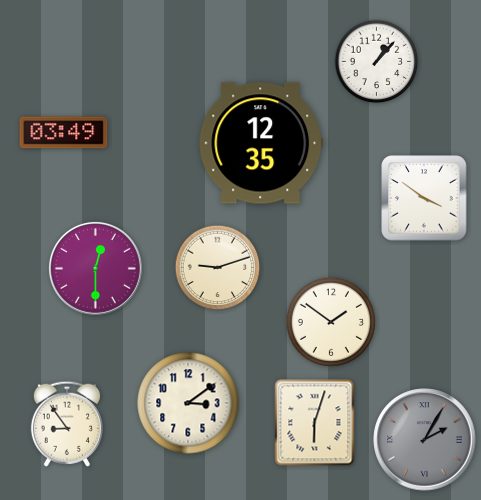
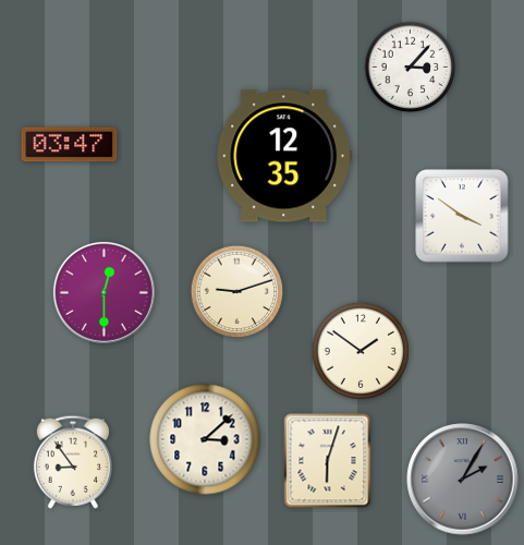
clock at (377, 62): 1:07 -> 3:07
clock at (64, 133): 03:49 -> 03:47
clock at (188, 403): 3:09 -> 3:08
clock at (315, 423) position: (315, 423) -> (328, 461)
